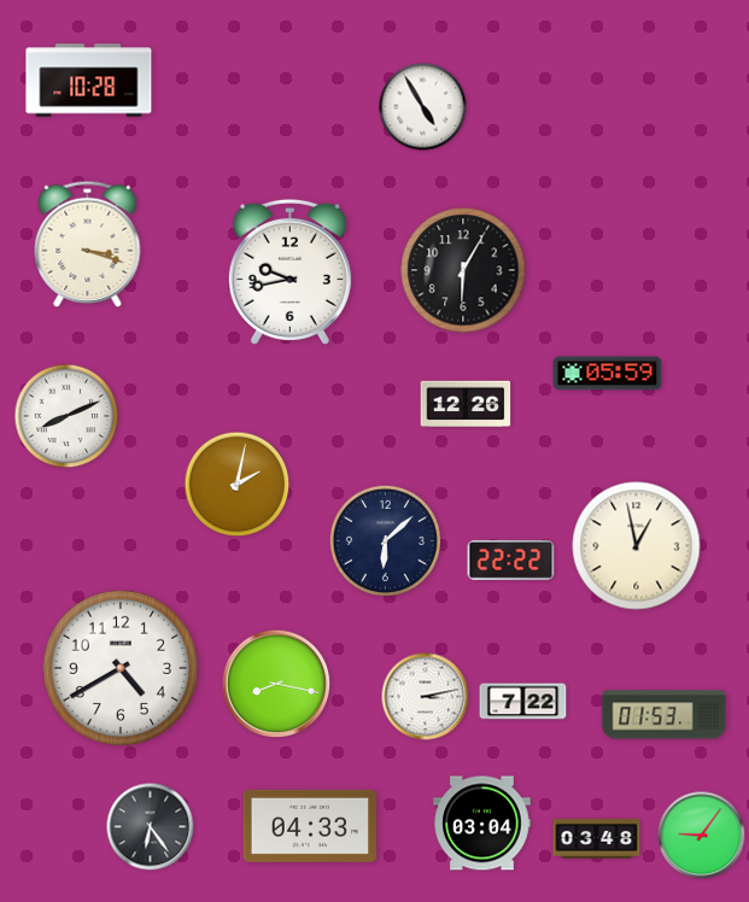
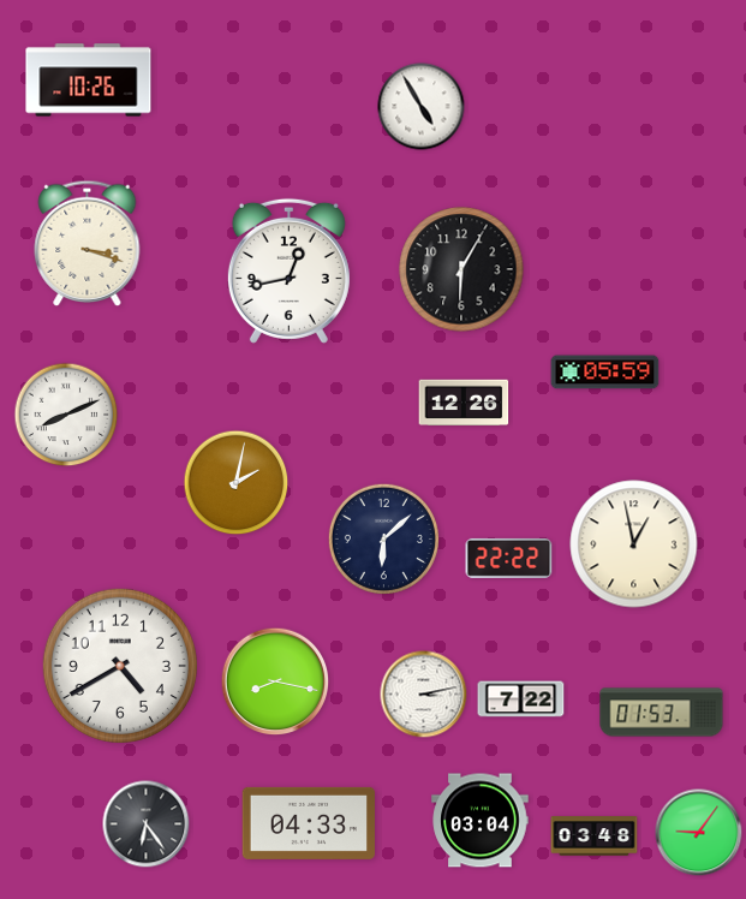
clock at (89, 81): 10:28 -> 10:26
clock at (289, 271): 9:43 -> 12:43
clock at (151, 827) position: (151, 827) -> (147, 824)
